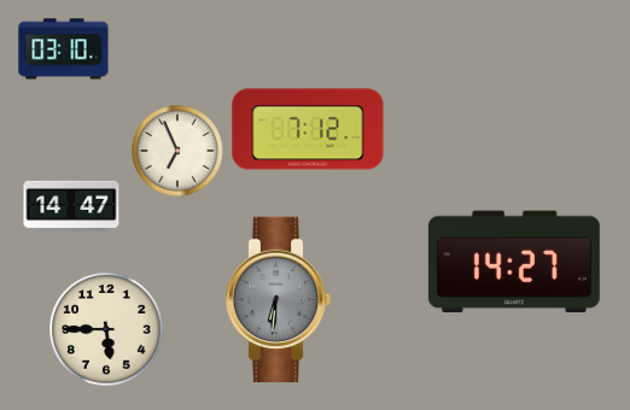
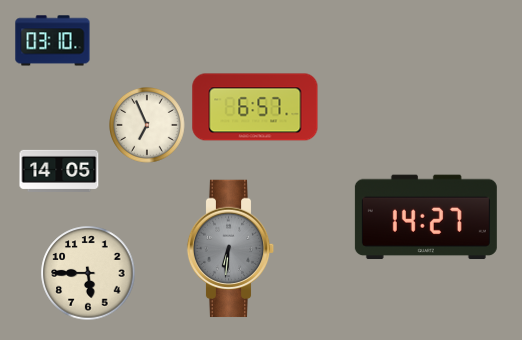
clock at (308, 129): 7:12 -> 6:57
clock at (71, 206): 14:47 -> 14:05
